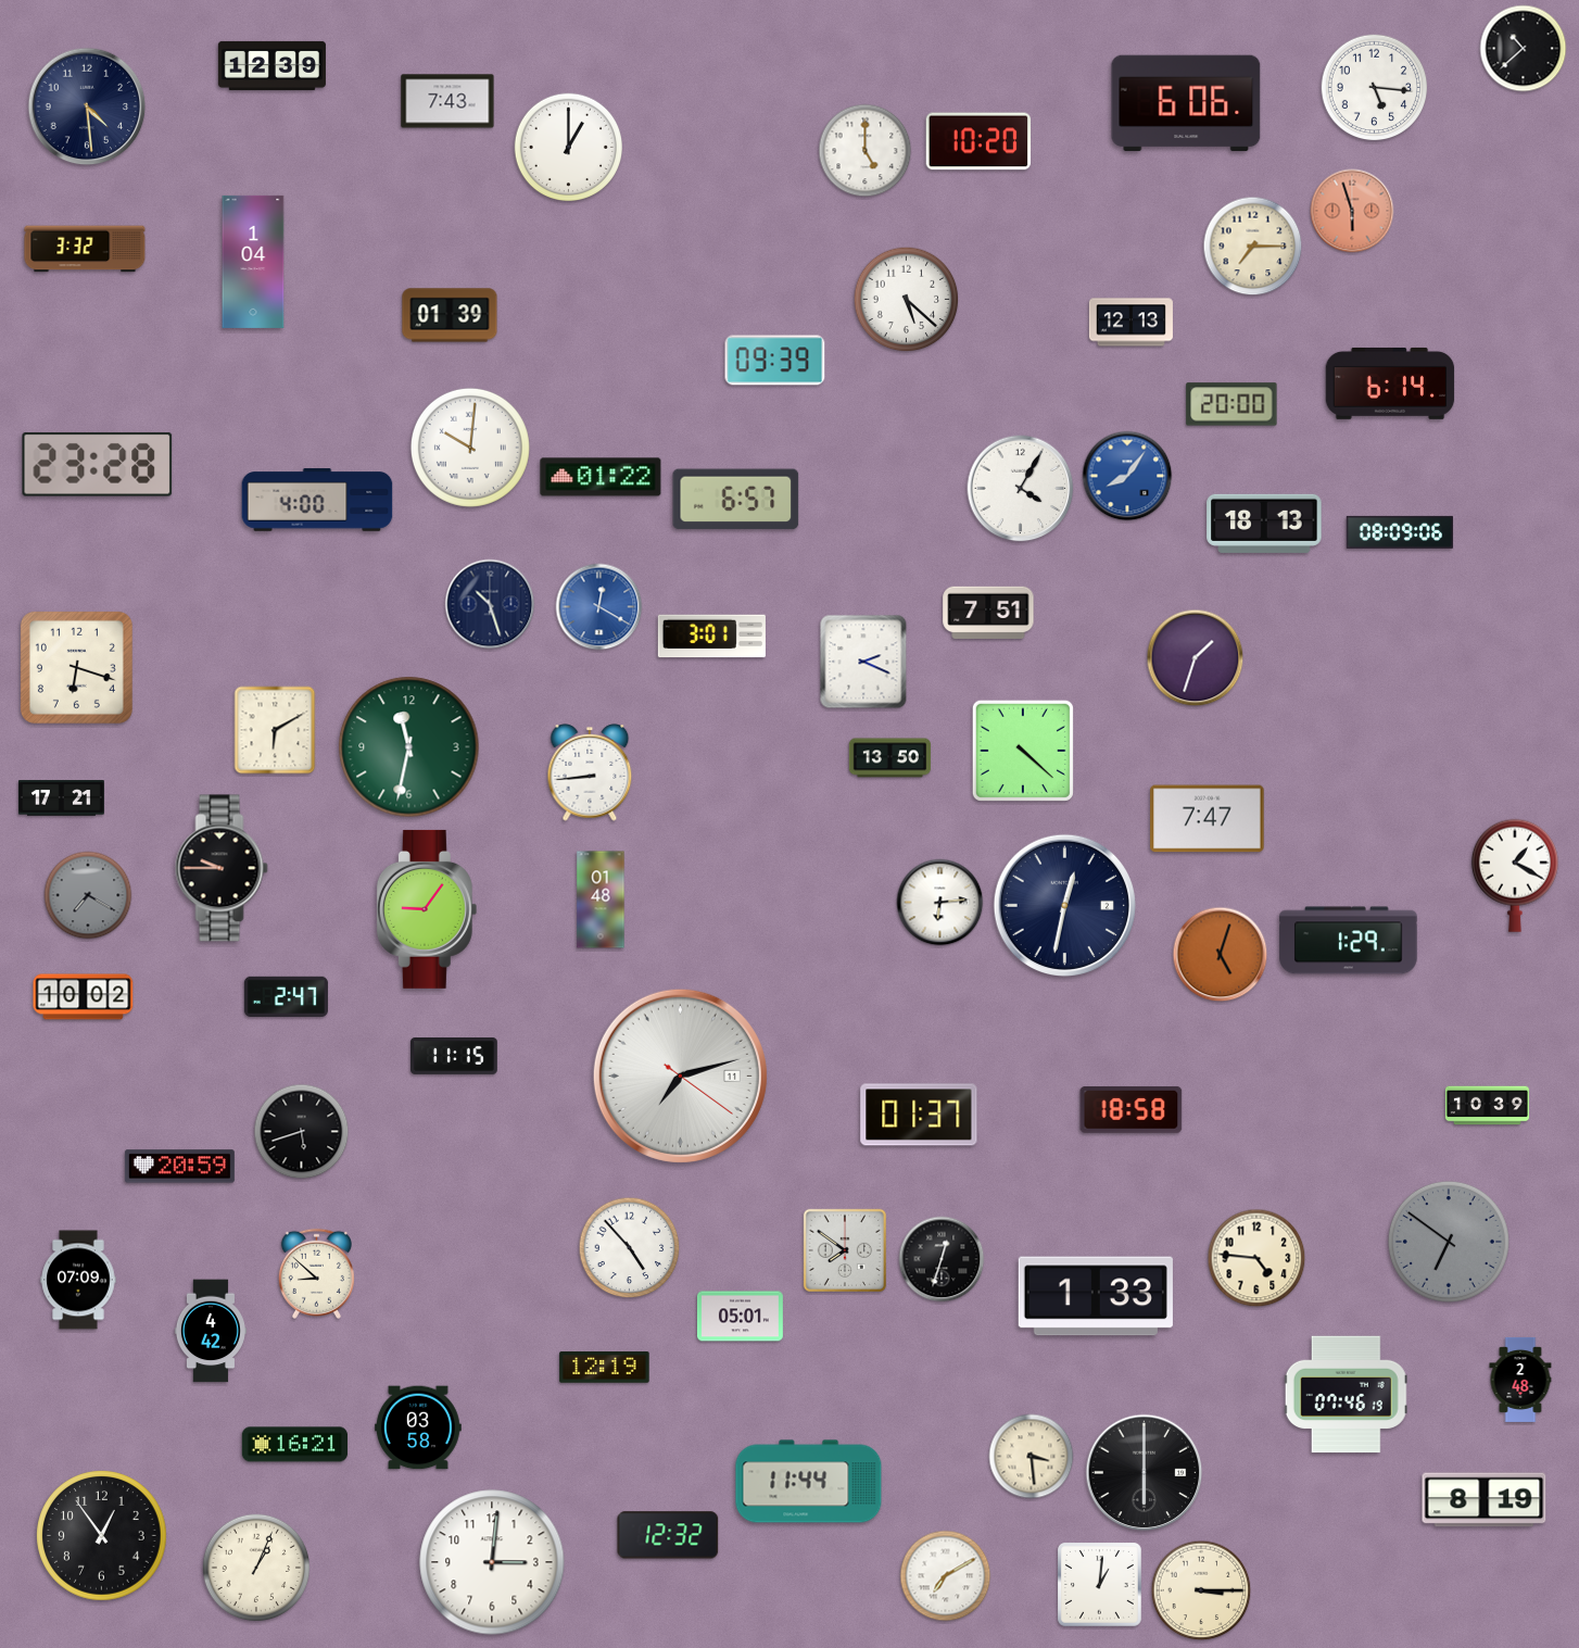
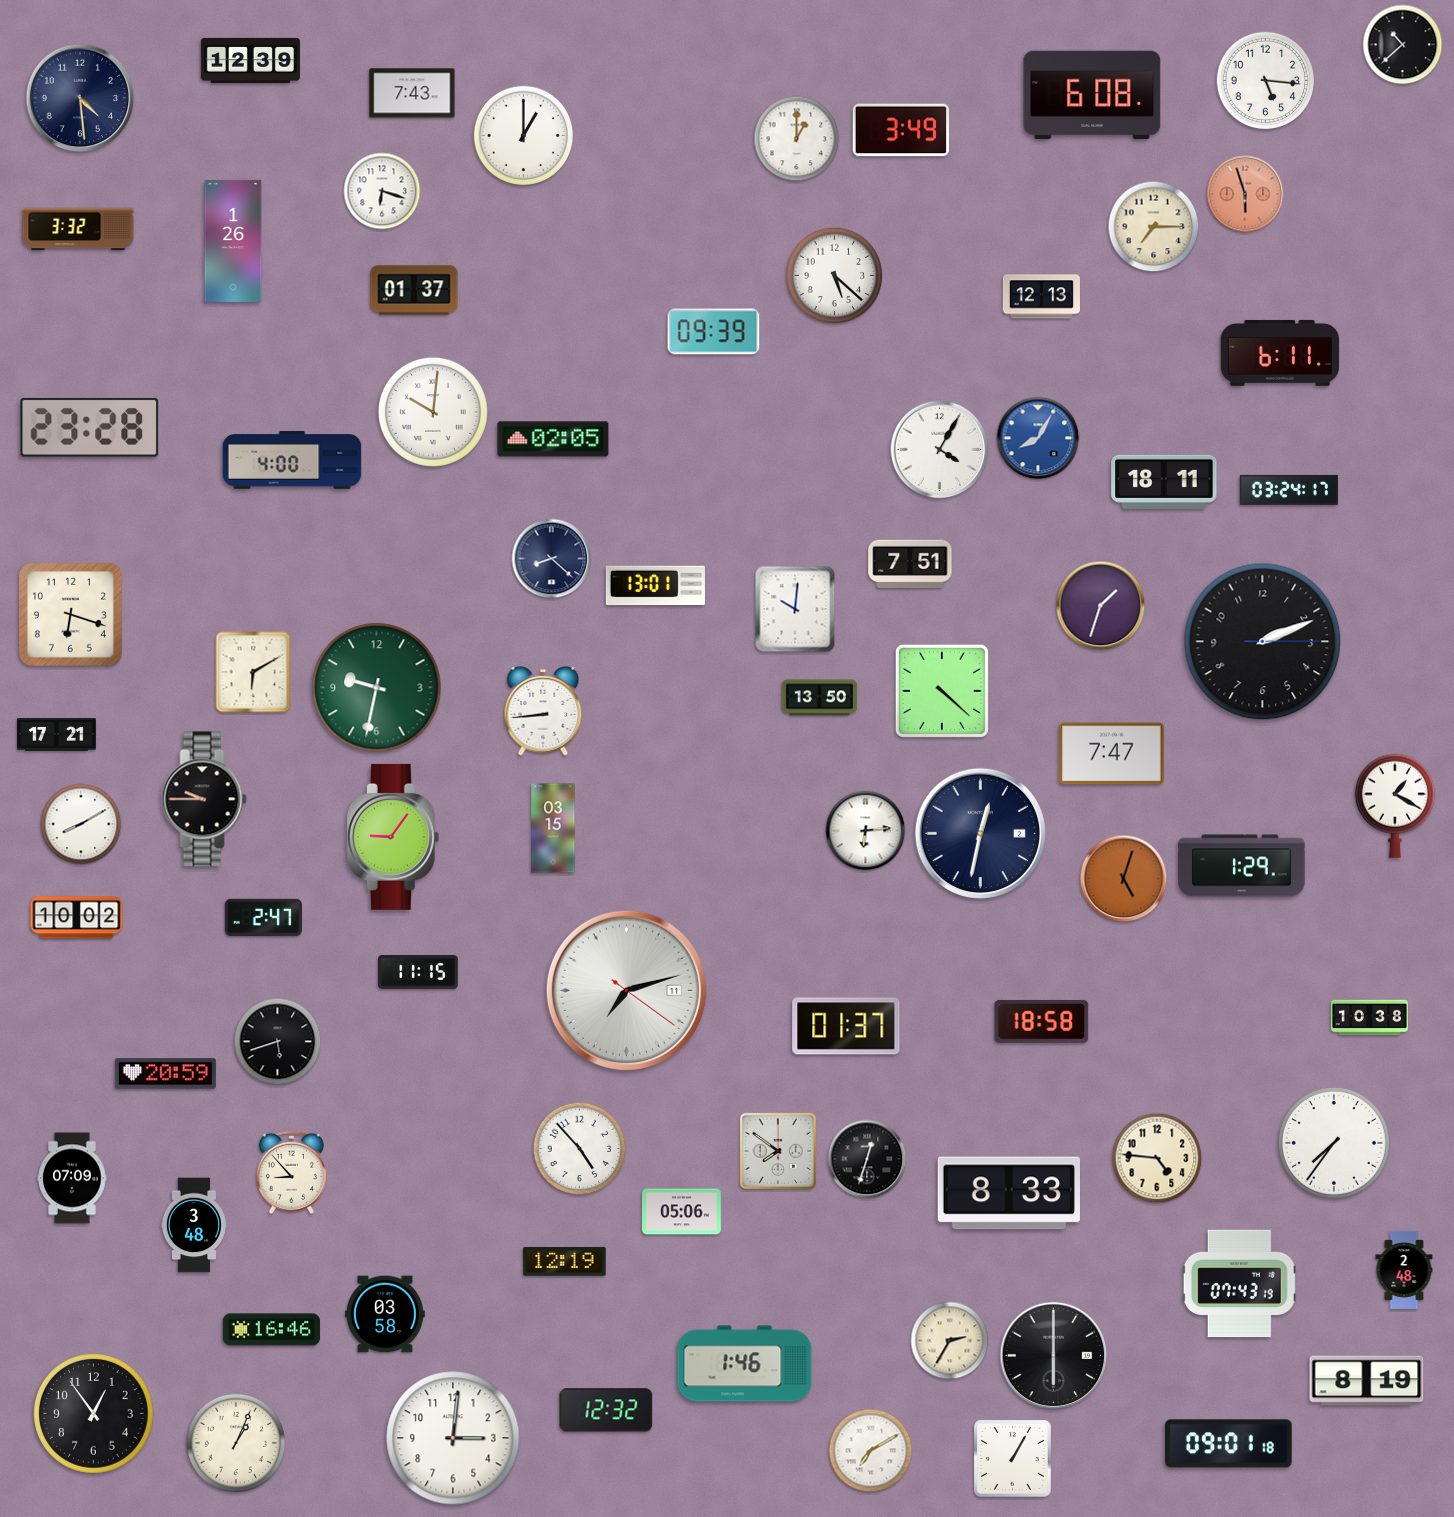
clock at (1186, 103): 6:06 -> 6:08
clock at (978, 141): 10:20 -> 3:49
clock at (866, 151): 5:00 -> 1:00
clock at (382, 191): none -> 6:18
clock at (253, 262): 1:04 -> 1:26
clock at (450, 315): 01:39 -> 01:37
clock at (1390, 383): 6:14 -> 6:11
clock at (1231, 404): 20:00 -> none
clock at (1127, 476): 8:06 -> 8:05
clock at (601, 477): 01:22 -> 02:05
clock at (736, 500): 6:57 -> none
clock at (1264, 524): 18:13 -> 18:11
clock at (1400, 532): 08:09 -> 03:24
clock at (490, 604): 10:27 -> none
clock at (599, 607): 12:20 -> 8:22
clock at (599, 607) dial: blue -> navy
clock at (711, 637): 3:01 -> 13:01
clock at (863, 662): 2:19 -> 10:01
clock at (1263, 642): none -> 2:11
clock at (409, 747): 11:32 -> 9:32
clock at (88, 895): 7:20 -> 8:10
clock at (88, 895) dial: grey -> white
clock at (601, 900): 01:48 -> 03:15
clock at (1487, 1106): 10:39 -> 10:38
clock at (1449, 1242): 6:51 -> 7:36
clock at (1449, 1242) dial: grey -> white
clock at (316, 1273): 8:52 -> 8:53
clock at (1096, 1296): 1:33 -> 8:33
clock at (740, 1317): 05:01 -> 05:06
clock at (211, 1331): 4:42 -> 3:48
clock at (605, 1368) position: (605, 1368) -> (565, 1262)
clock at (1520, 1380) position: (1520, 1380) -> (1404, 1270)
clock at (1346, 1395): 07:46 -> 07:43
clock at (295, 1445): 16:21 -> 16:46
clock at (1032, 1457): 3:29 -> 2:35
clock at (809, 1482): 11:44 -> 1:46
clock at (668, 1535) position: (668, 1535) -> (606, 1410)
clock at (1229, 1444): none -> 09:01
clock at (1100, 1585): 1:01 -> 1:05
clock at (1201, 1590): 3:15 -> none
